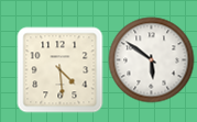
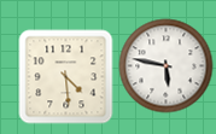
clock at (151, 59): 5:51 -> 5:47
